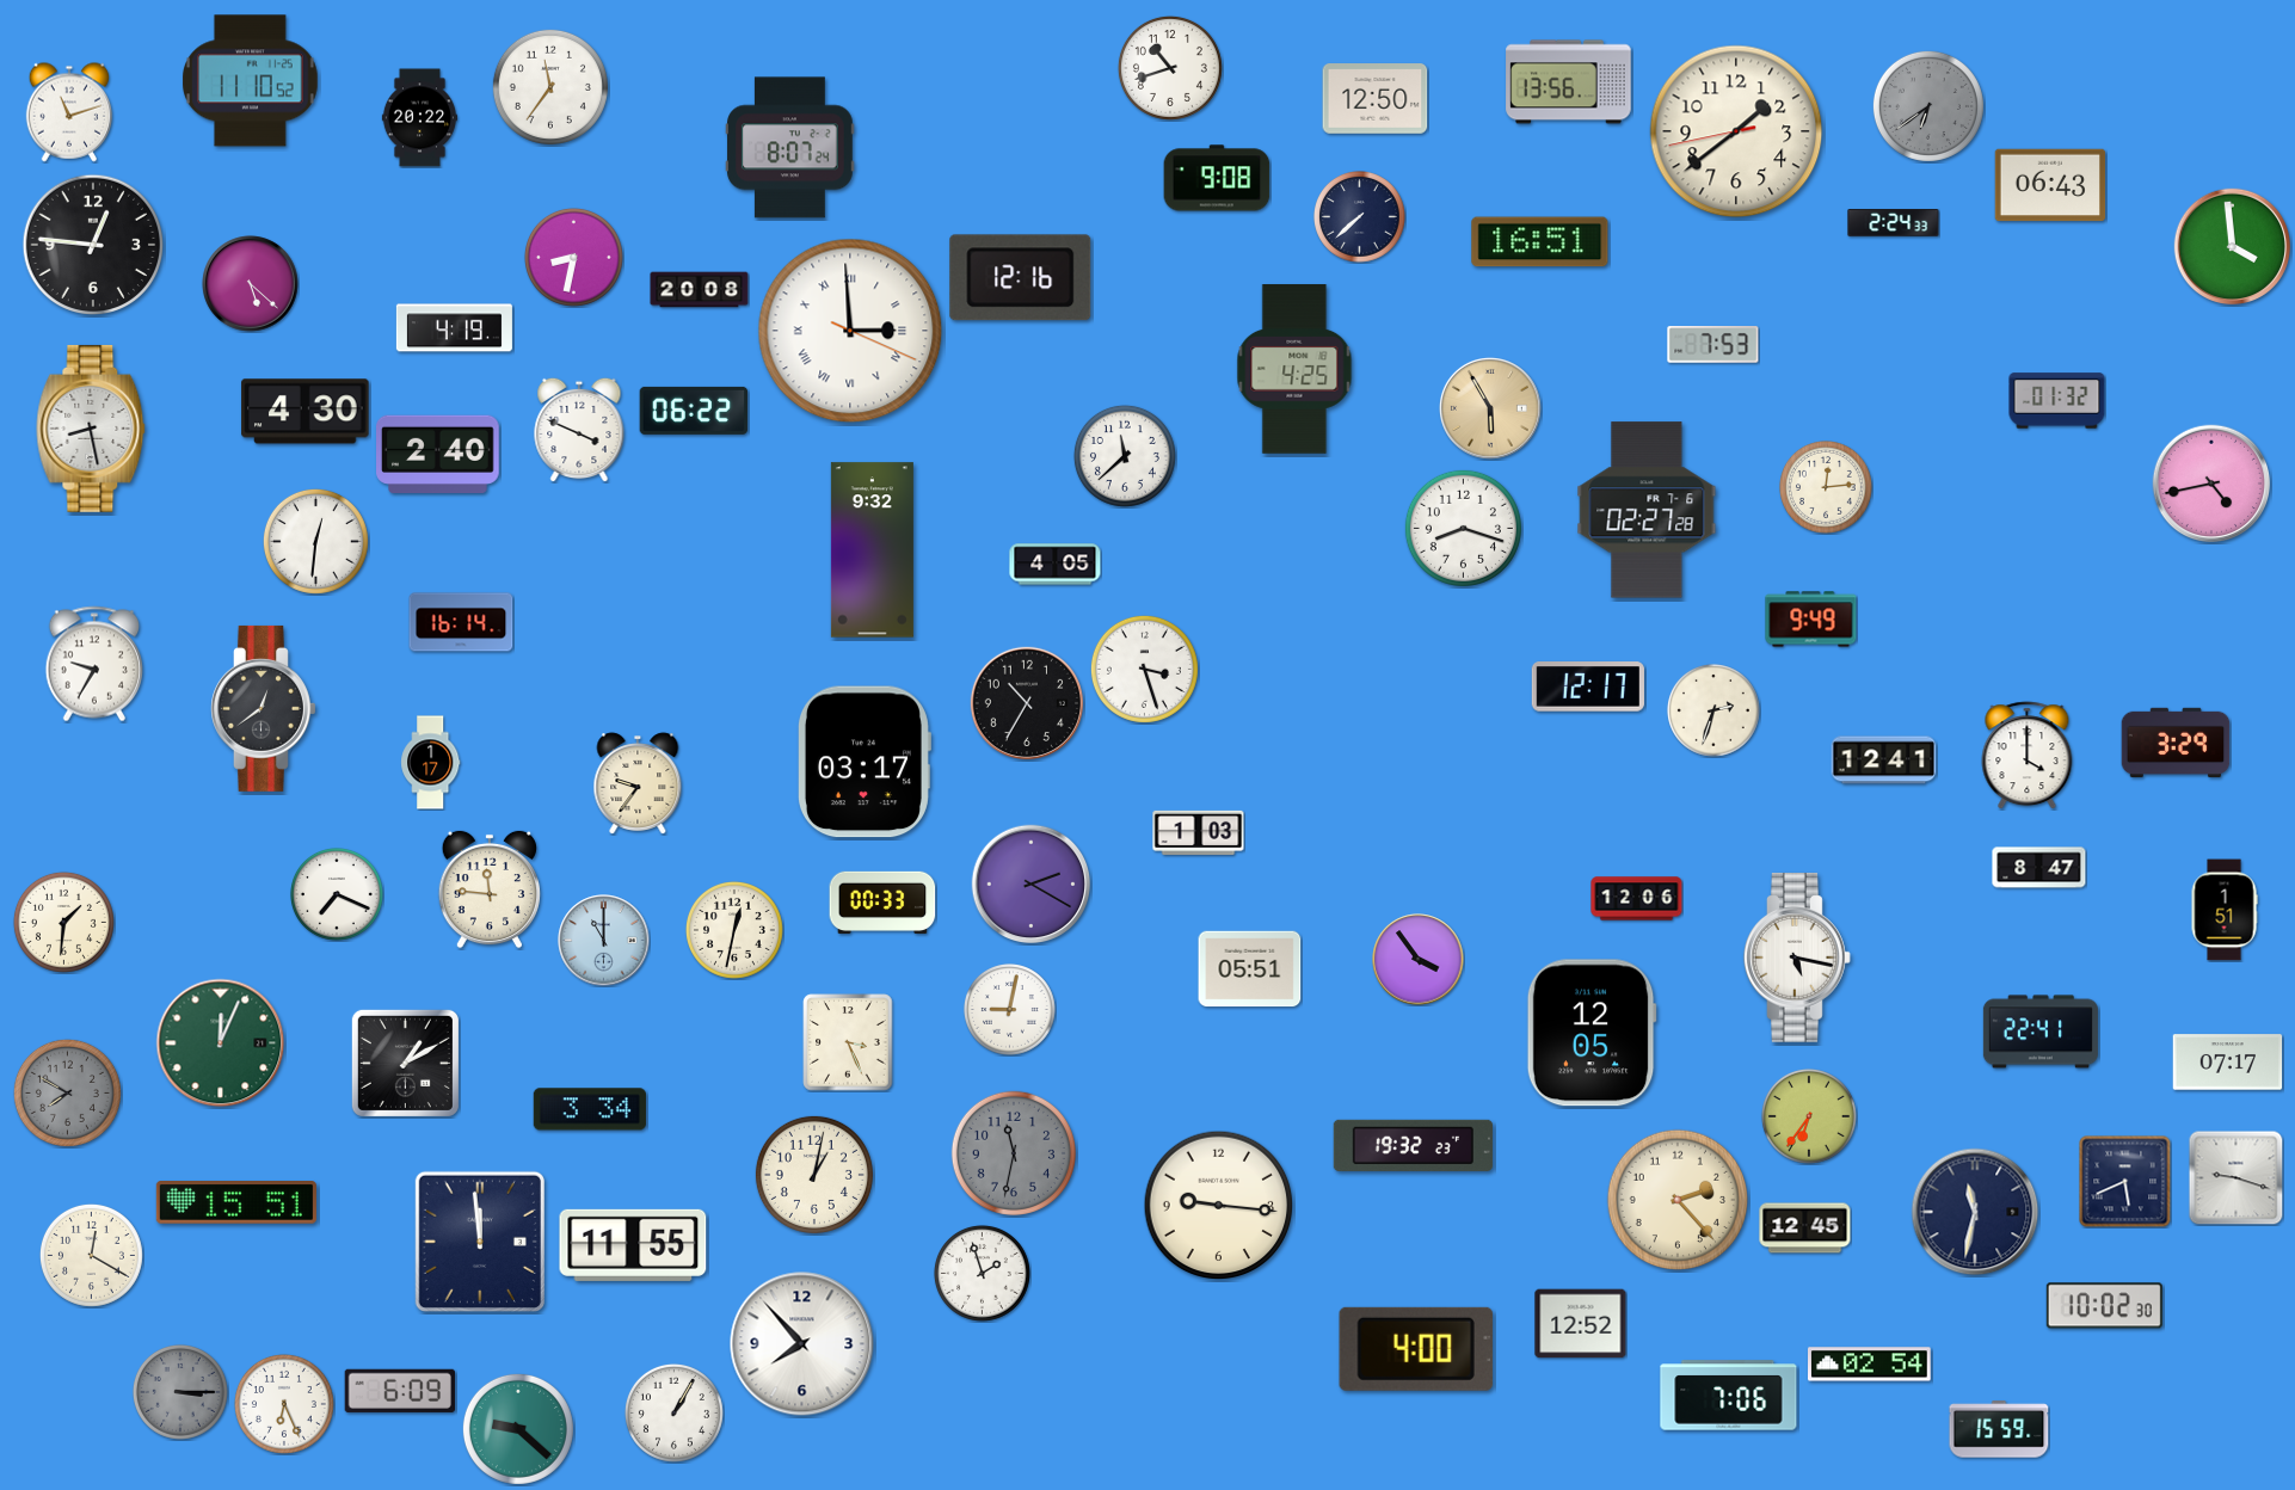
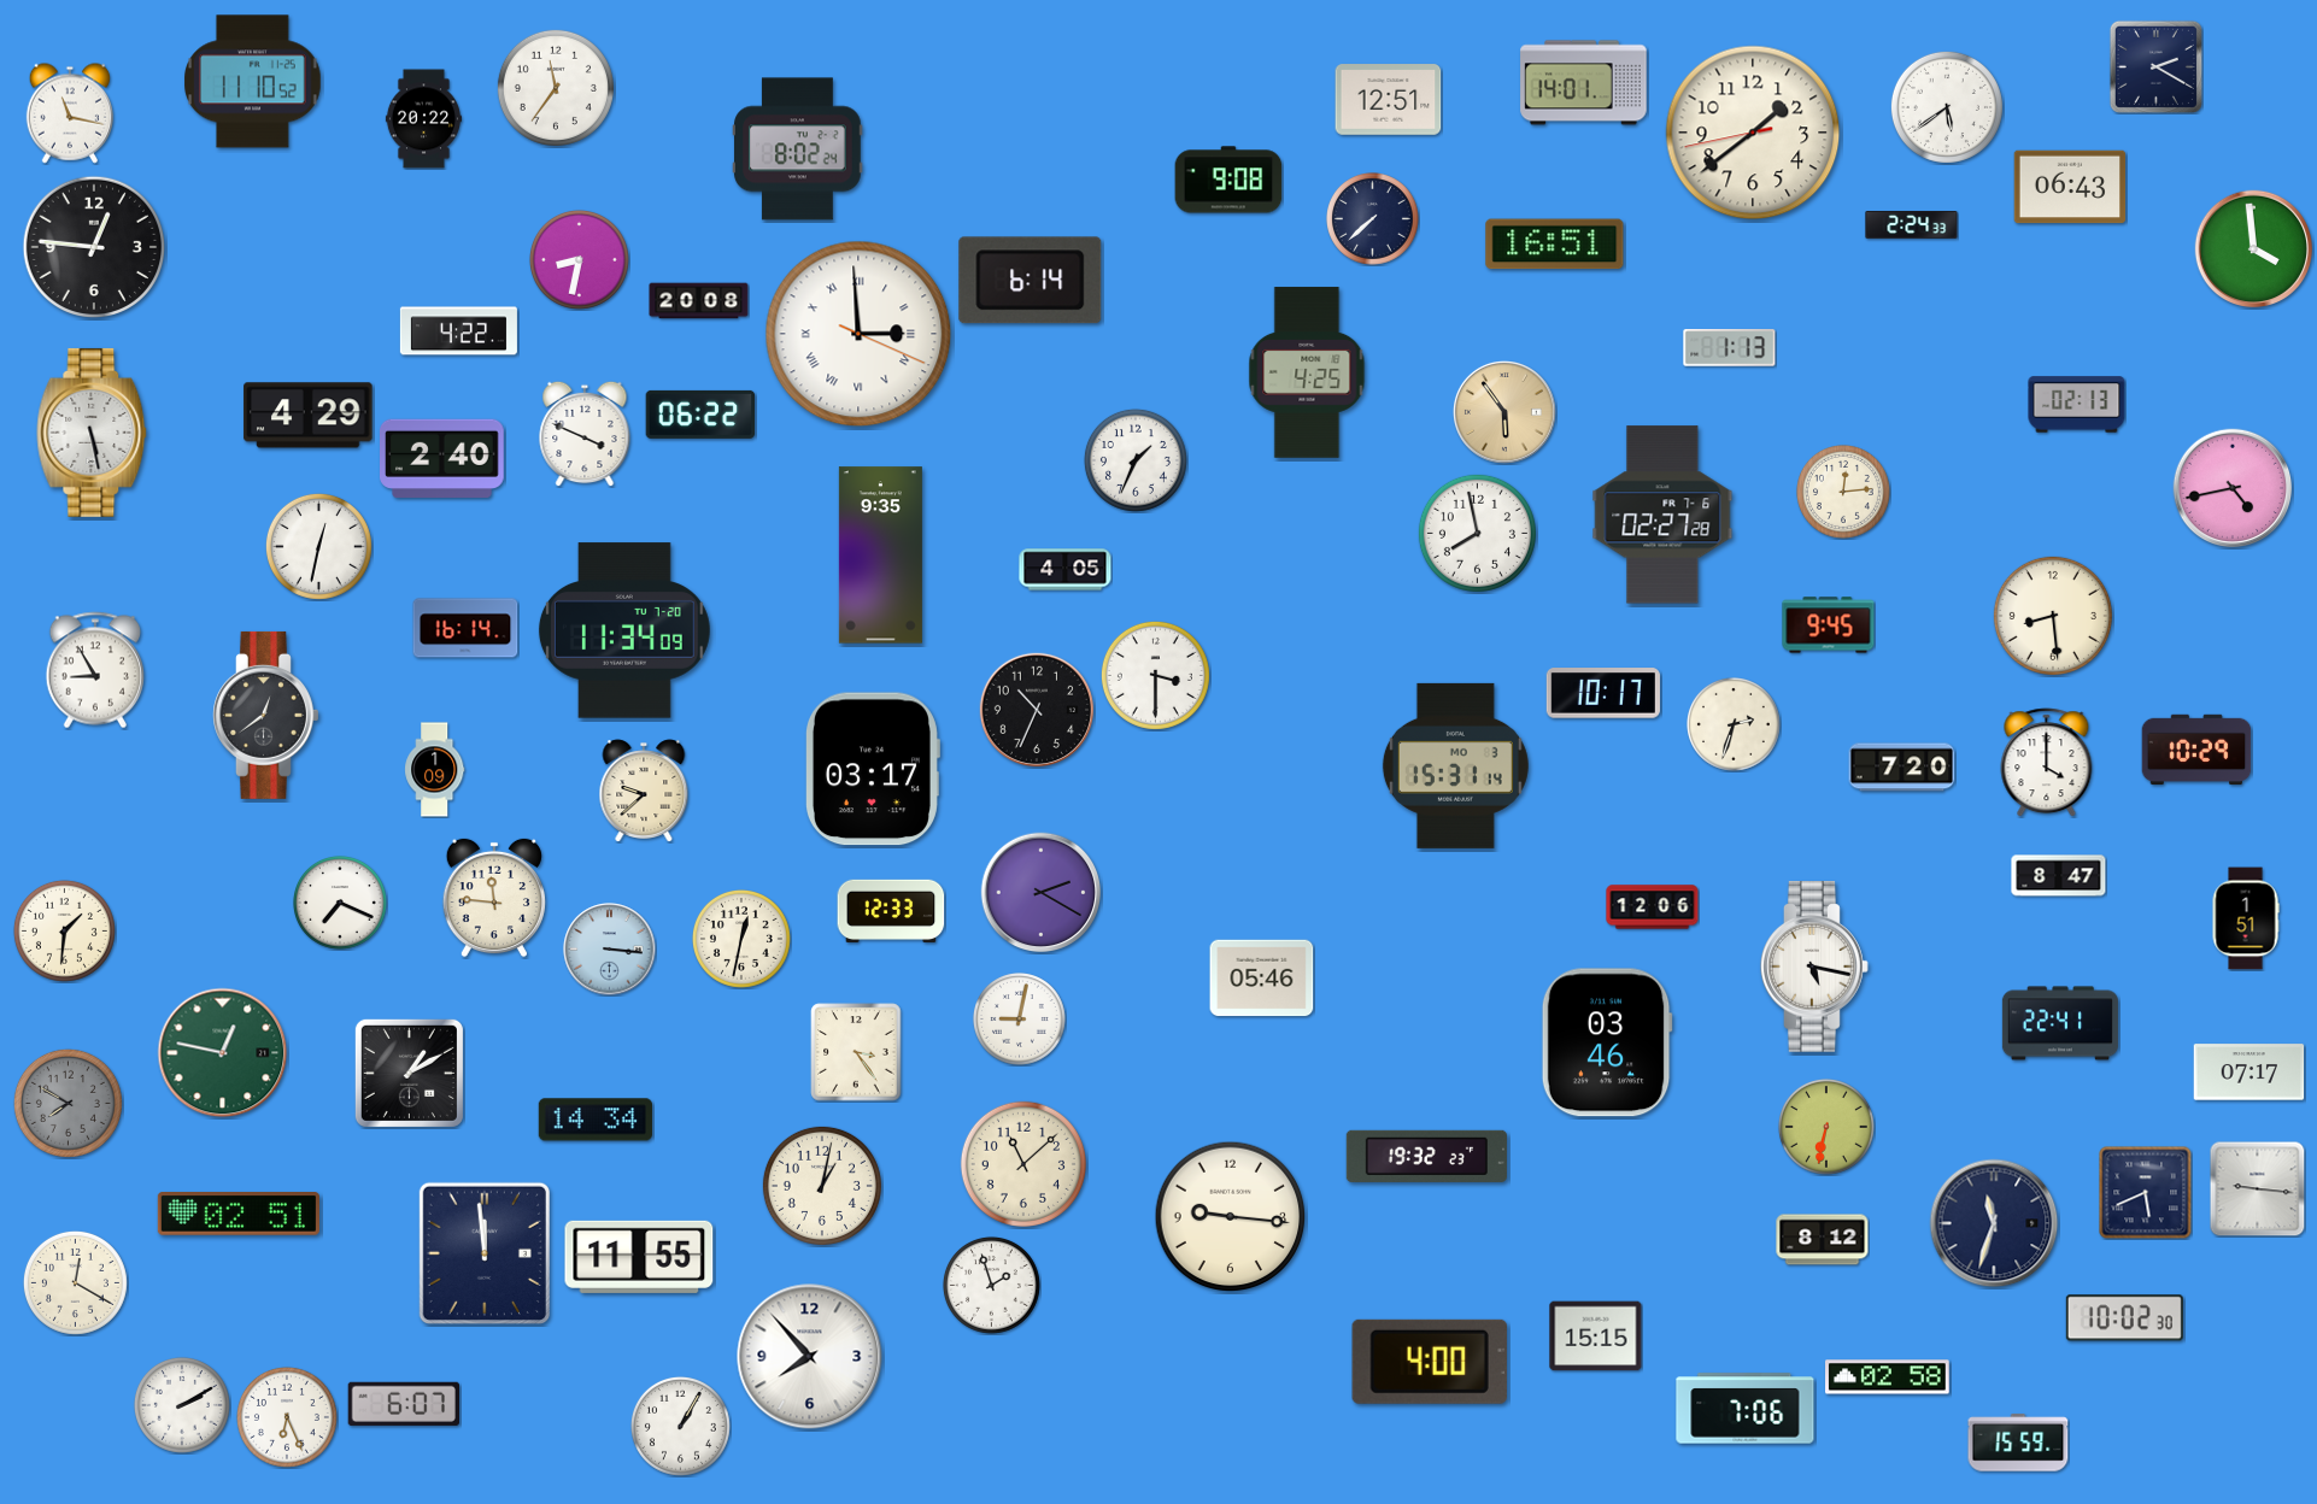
clock at (2155, 66): none -> 2:20
clock at (1170, 68): 10:42 -> none
clock at (1569, 82): 13:56 -> 14:01
clock at (1376, 99): 12:50 -> 12:51
clock at (1928, 106): 6:39 -> 5:39
clock at (1928, 106) dial: grey -> white
clock at (69, 112): 11:12 -> 11:17
clock at (790, 148): 8:07 -> 8:02
clock at (1021, 278): 12:16 -> 6:14
clock at (251, 284): 5:22 -> none
clock at (700, 290) position: (700, 290) -> (699, 301)
clock at (454, 328): 4:19 -> 4:22
clock at (1713, 345): 7:53 -> 1:13
clock at (2057, 401): 01:32 -> 02:13
clock at (1491, 410): 5:55 -> 5:54
clock at (306, 412): 4:30 -> 4:29
clock at (91, 429): 8:28 -> 5:28
clock at (1125, 456): 11:38 -> 1:34
clock at (1463, 528): 8:18 -> 7:58
clock at (315, 541): 12:31 -> 12:32
clock at (872, 550): 9:32 -> 9:35
clock at (2053, 616): none -> 8:29
clock at (1811, 620): 9:49 -> 9:45
clock at (624, 630): none -> 11:34
clock at (93, 664): 9:35 -> 8:55
clock at (1144, 669): 3:27 -> 3:30
clock at (1588, 686): 12:17 -> 10:17
clock at (1027, 703): 10:35 -> 10:34
clock at (1715, 712) position: (1715, 712) -> (1735, 725)
clock at (2176, 743): 3:29 -> 10:29
clock at (1455, 765): none -> 15:31
clock at (1884, 761): 12:41 -> 7:20
clock at (431, 763): 1:17 -> 1:09
clock at (638, 783): 9:36 -> 9:38
clock at (1199, 832): 1:03 -> none
clock at (882, 901): 00:33 -> 12:33
clock at (604, 941): 11:00 -> 3:16
clock at (1419, 960): 3:54 -> none
clock at (1250, 969): 05:51 -> 05:46
clock at (2041, 1032) position: (2041, 1032) -> (2060, 1023)
clock at (1592, 1033): 12:05 -> 03:46
clock at (848, 1042): 3:26 -> 3:24
clock at (221, 1043): 12:04 -> 12:47
clock at (590, 1109): 3:34 -> 14:34
clock at (1809, 1116): 6:36 -> 6:32
clock at (1014, 1153): 11:32 -> 11:08
clock at (1014, 1153) dial: grey -> cream
clock at (2235, 1177): 9:18 -> 9:16
clock at (1678, 1200): 2:23 -> none
clock at (236, 1203): 15:51 -> 02:51
clock at (1975, 1212): 11:32 -> 11:33
clock at (1805, 1229): 12:45 -> 8:12
clock at (91, 1255) position: (91, 1255) -> (75, 1282)
clock at (1581, 1324): 12:52 -> 15:15
clock at (1870, 1365): 02:54 -> 02:58
clock at (399, 1391): 6:09 -> 6:07
clock at (180, 1392): 3:15 -> 2:10
clock at (180, 1392) dial: grey -> white
clock at (518, 1429): 9:22 -> none
